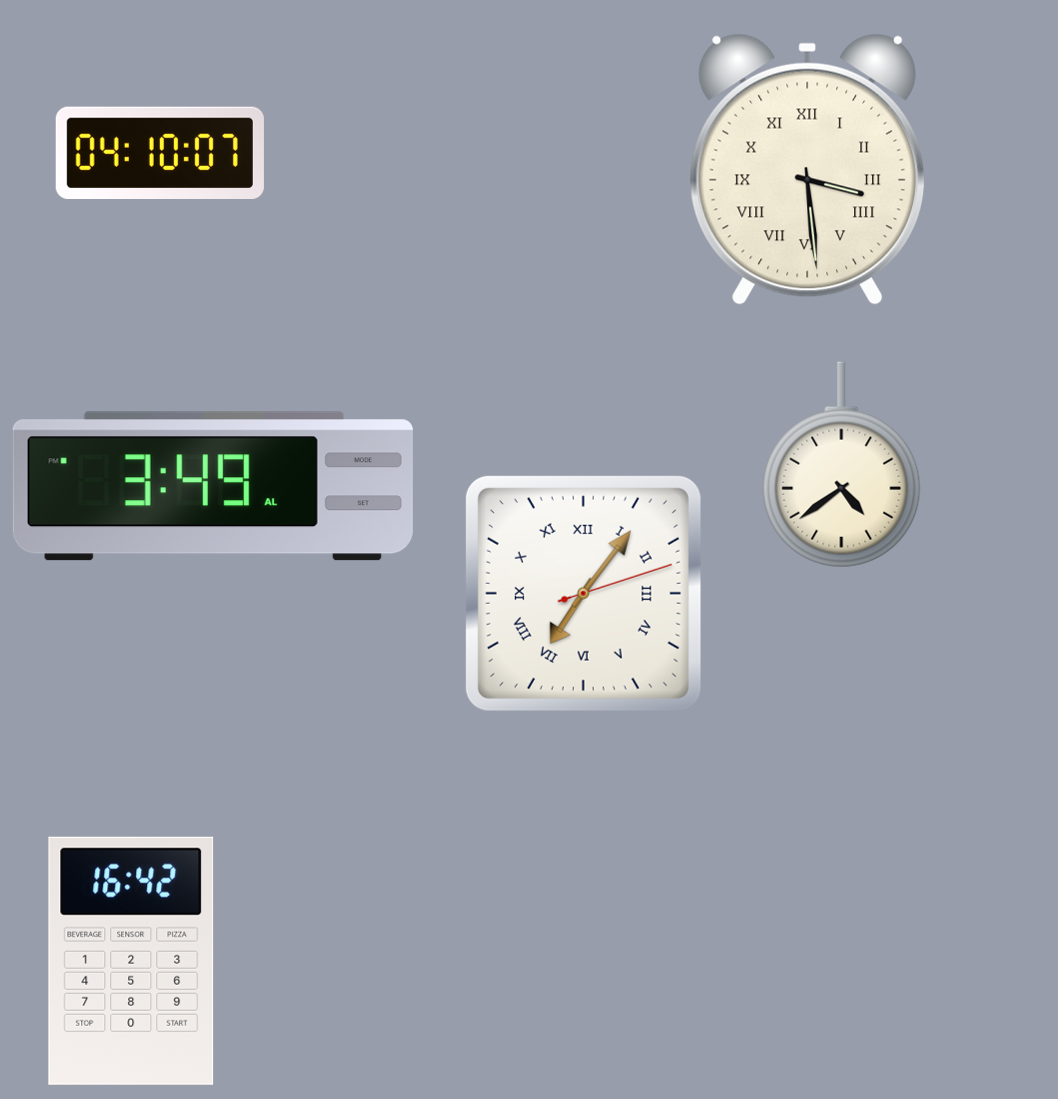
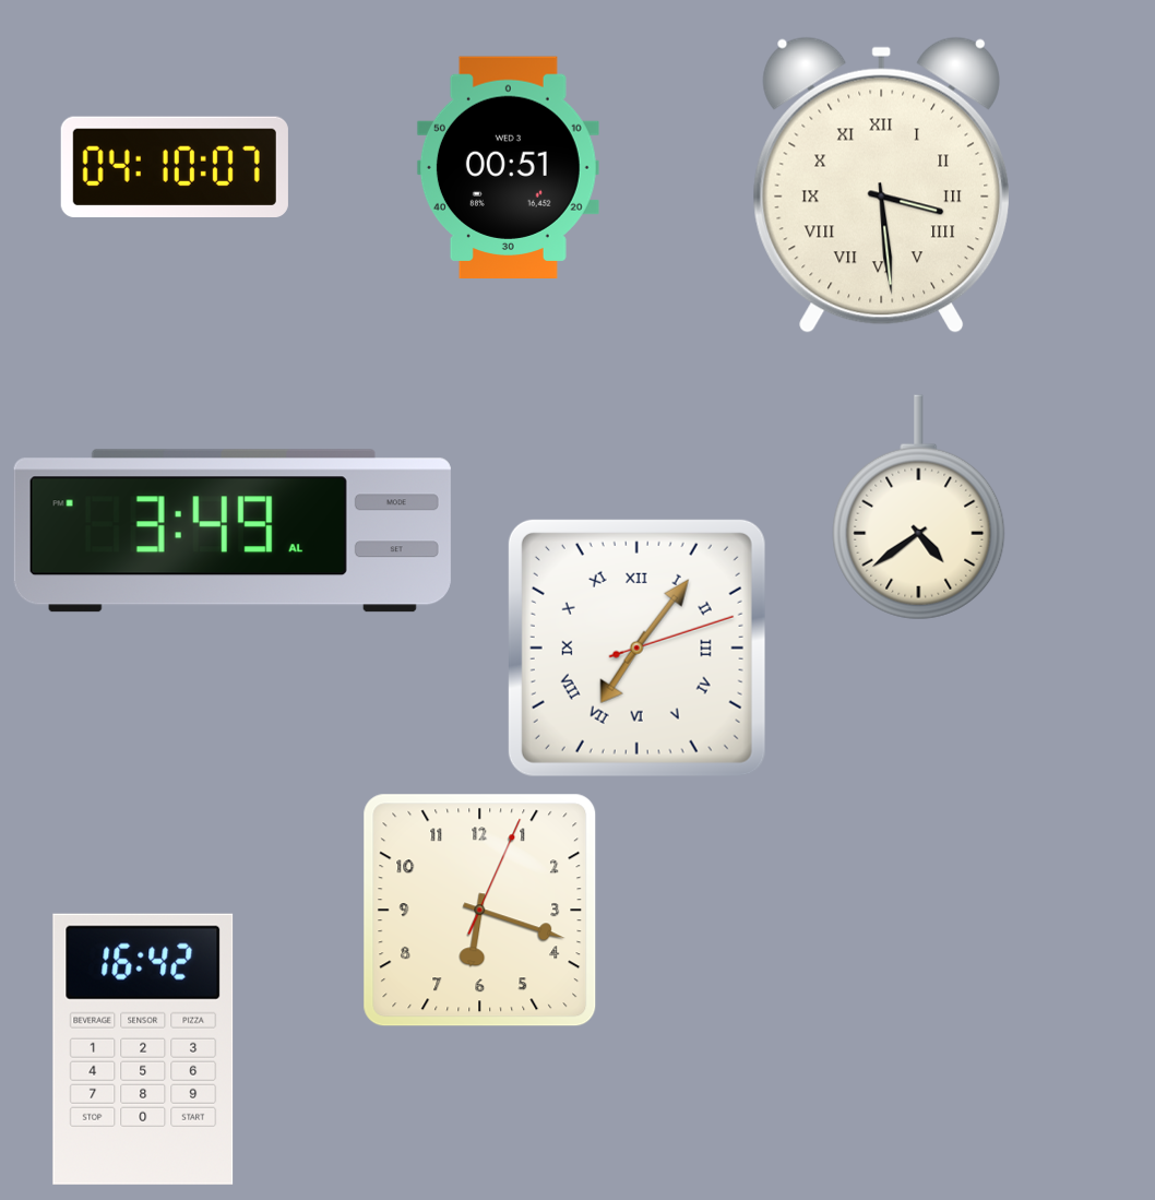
clock at (508, 167): none -> 00:51
clock at (480, 911): none -> 6:18
